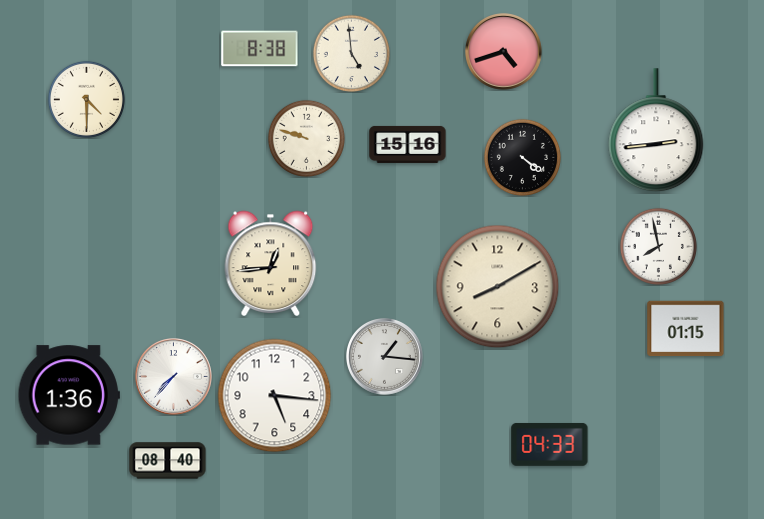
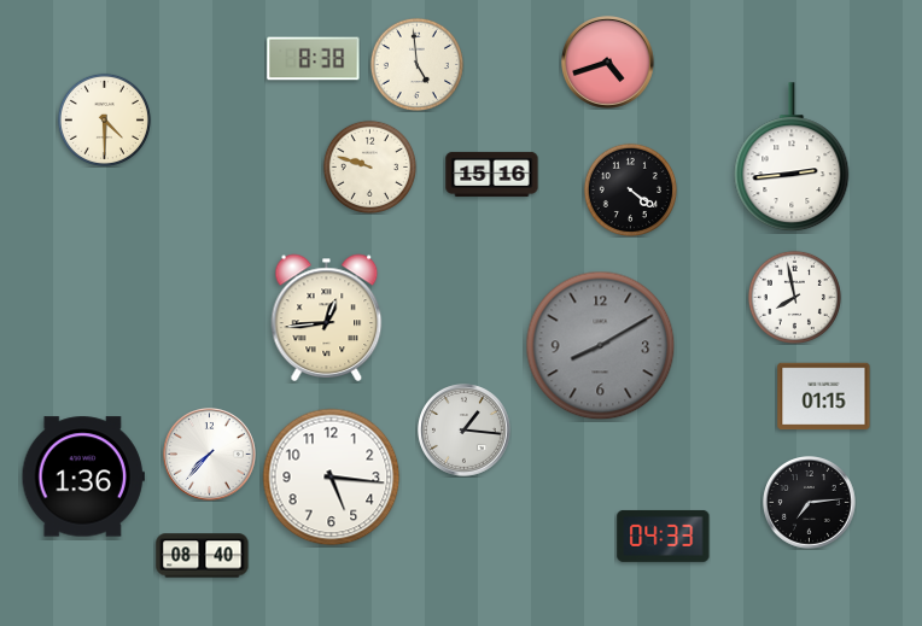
clock at (351, 53) position: (351, 53) -> (416, 64)
clock at (498, 287) dial: cream -> grey
clock at (686, 329) position: (686, 329) -> (824, 397)
clock at (810, 503): none -> 7:14
